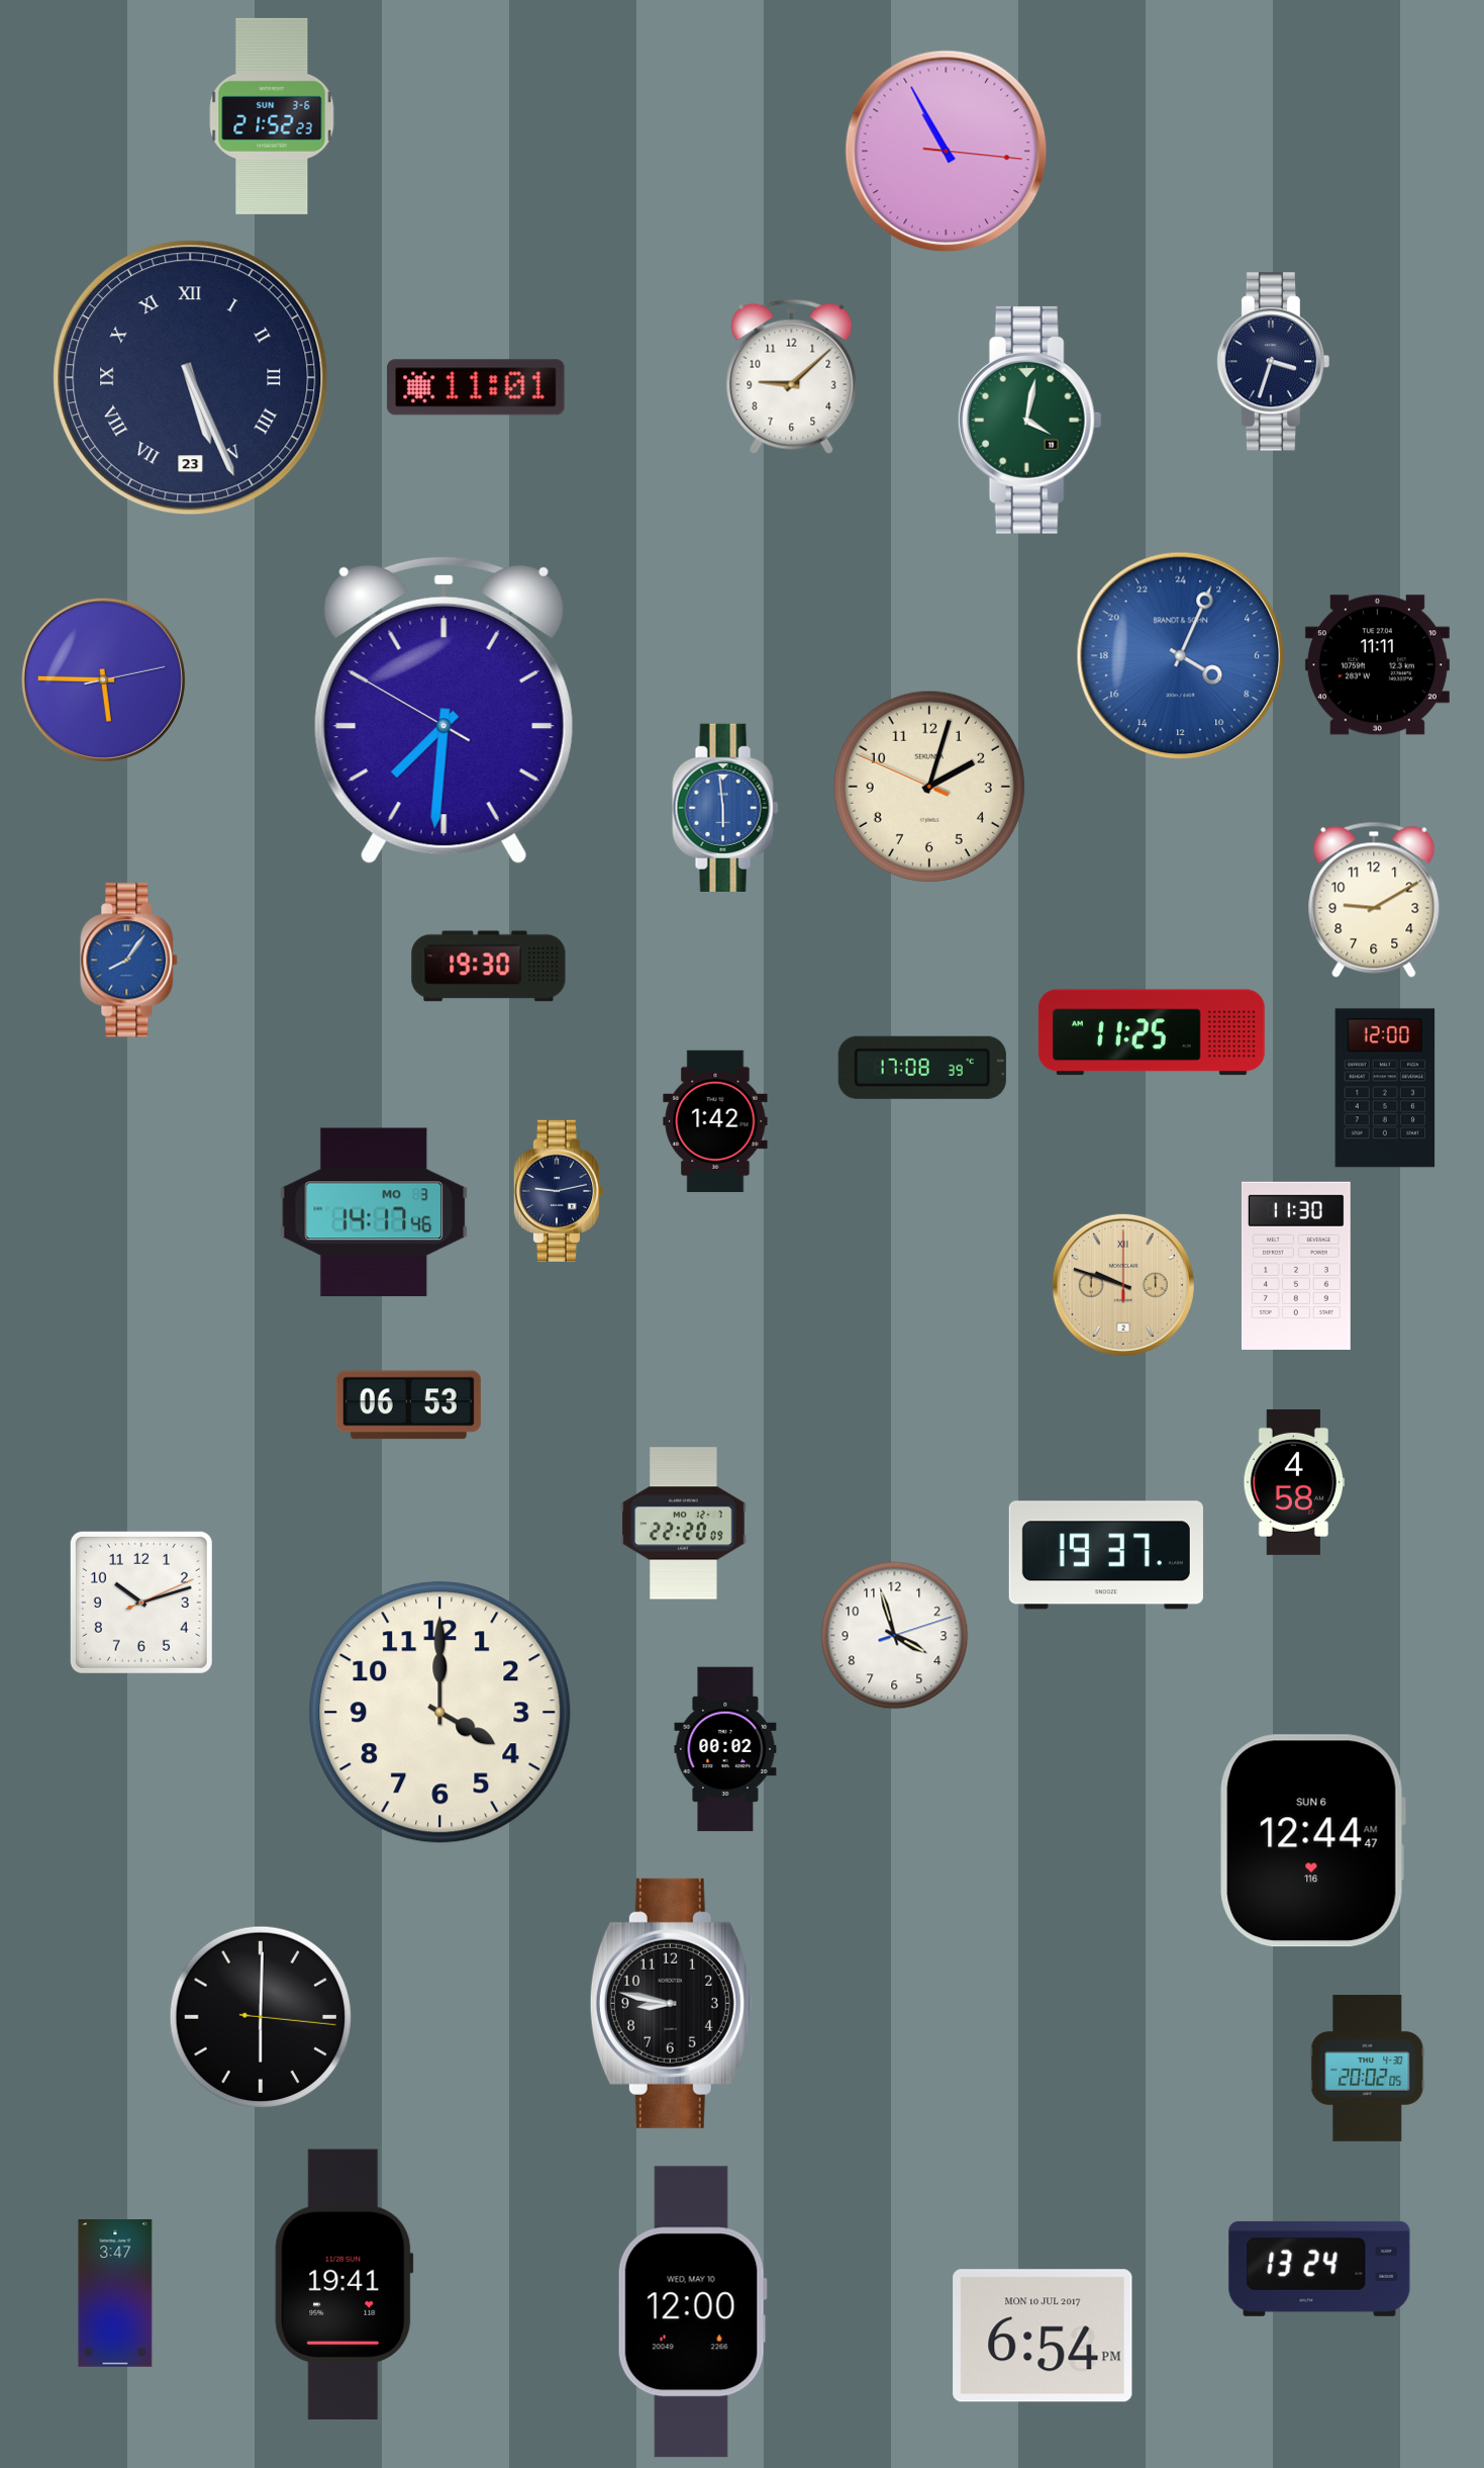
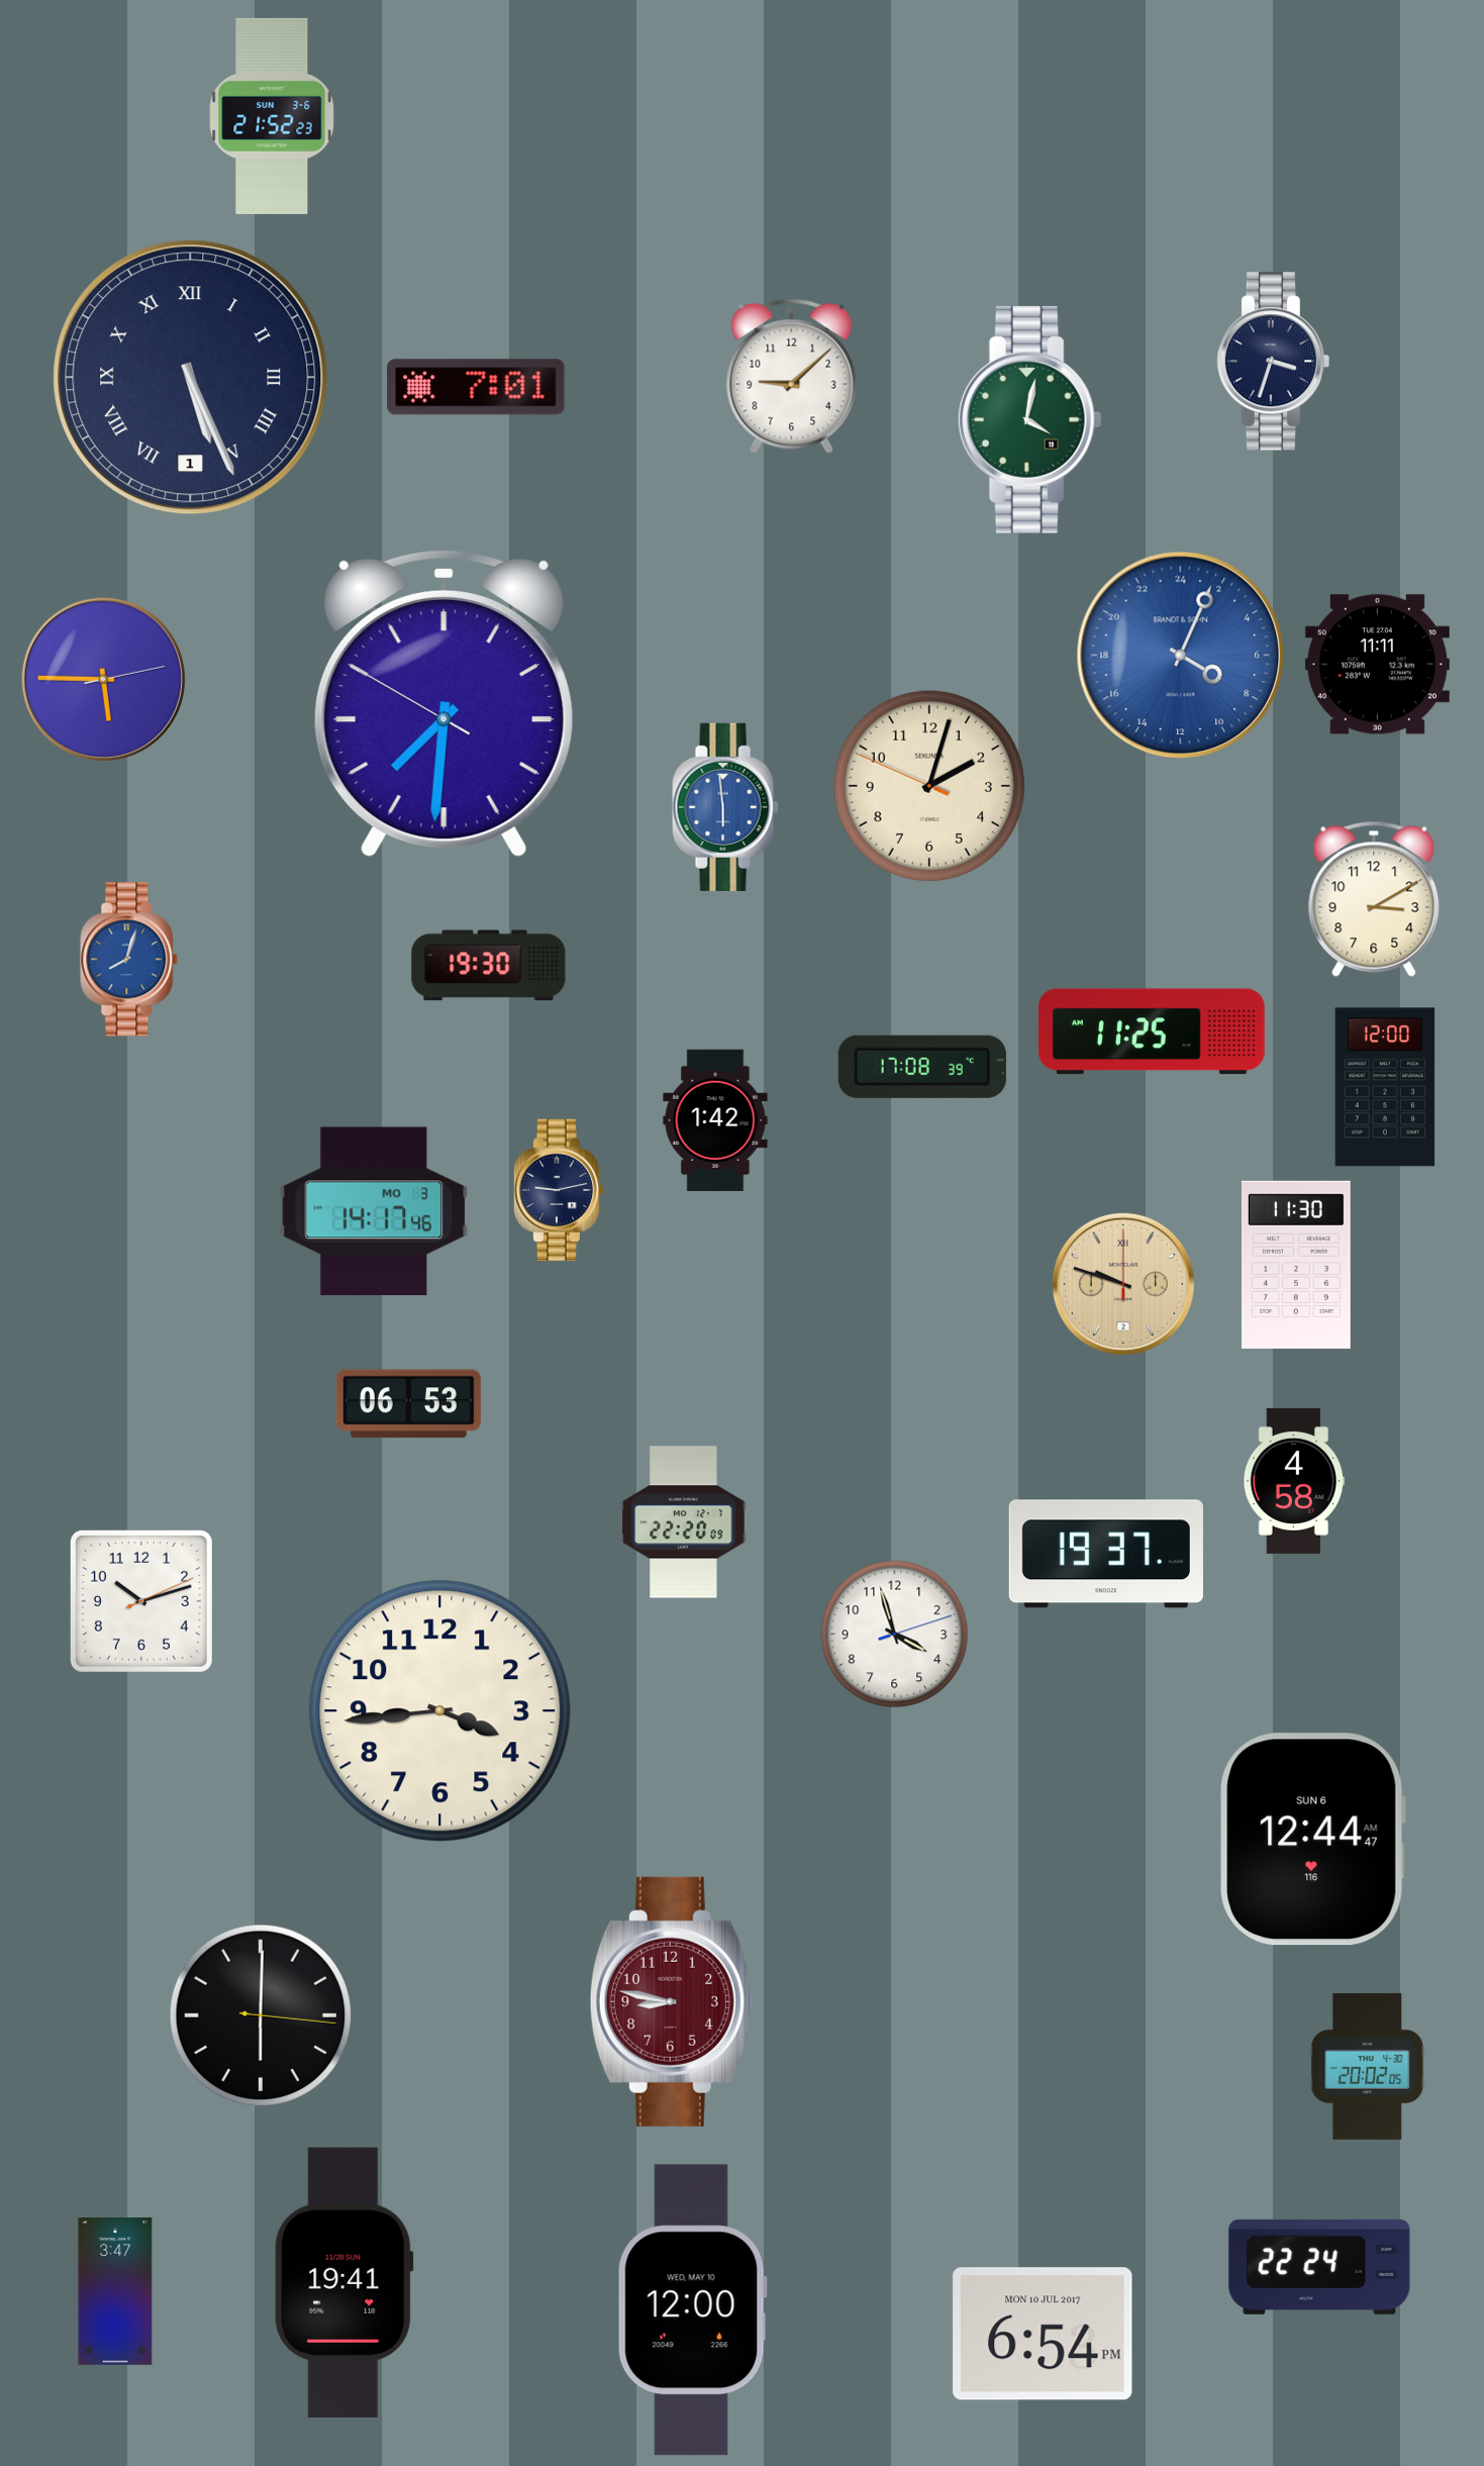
clock at (947, 152): 10:55 -> none
clock at (191, 378) date: 23 -> 1
clock at (476, 387): 11:01 -> 7:01
clock at (443, 710) position: (443, 710) -> (443, 703)
clock at (1374, 900): 9:10 -> 3:10
clock at (129, 961): 8:06 -> 8:03
clock at (440, 1713): 4:00 -> 3:44
clock at (725, 1749): 00:02 -> none
clock at (671, 2003) dial: black -> burgundy
clock at (1319, 2269): 13:24 -> 22:24
